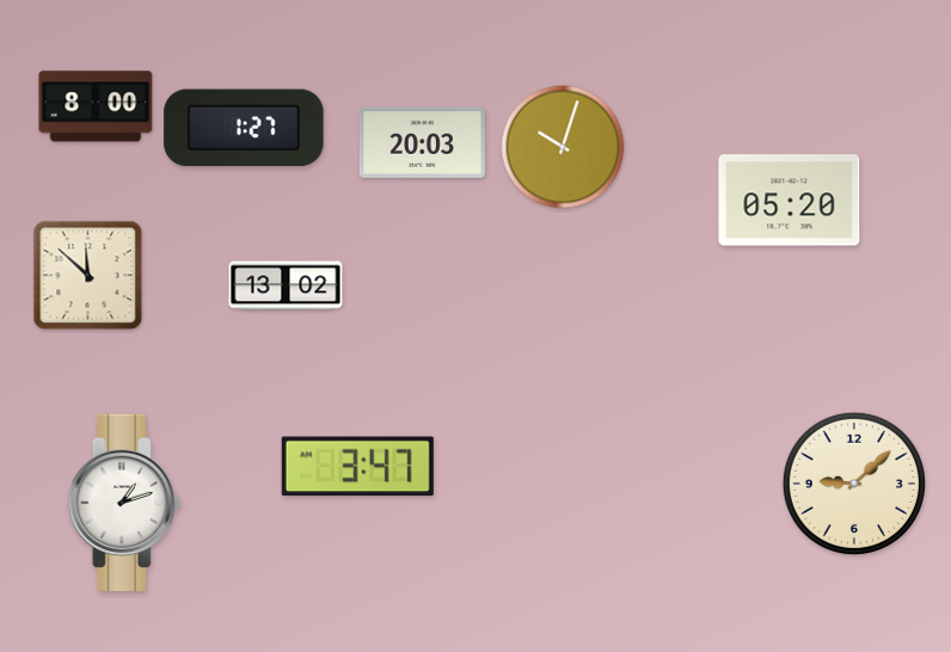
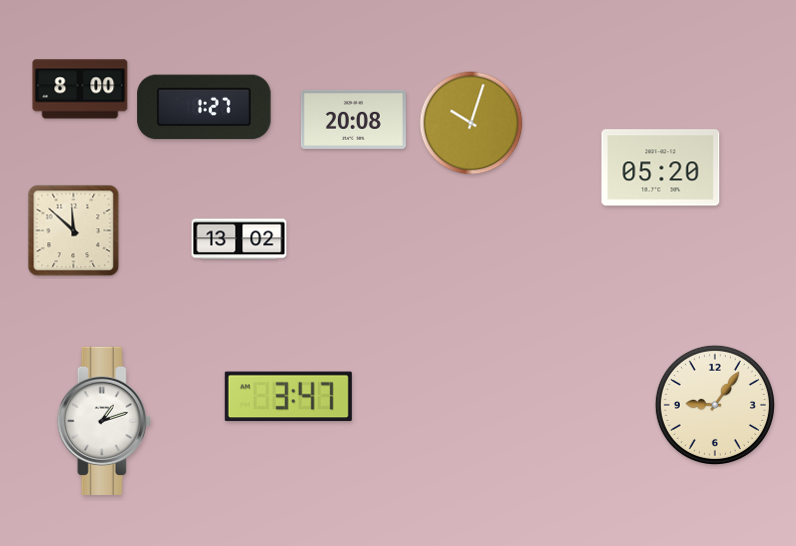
clock at (422, 142): 20:03 -> 20:08
clock at (357, 467) position: (357, 467) -> (288, 397)
clock at (854, 484): 9:08 -> 9:06
